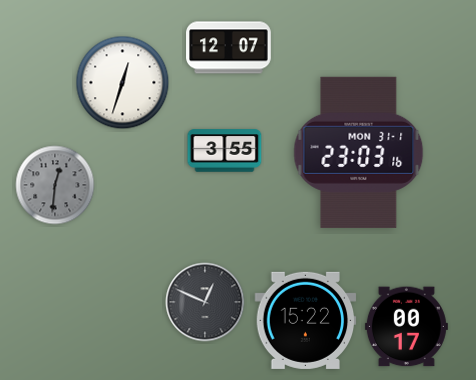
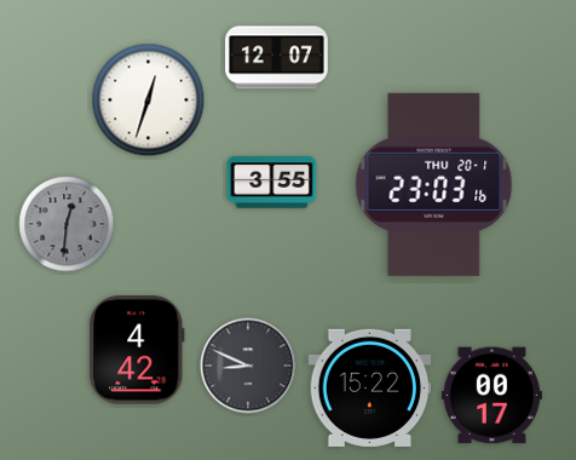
clock at (359, 152) date: MON 31-1 -> THU 20-1
clock at (137, 350): none -> 4:42
clock at (205, 302): 12:49 -> 8:49
